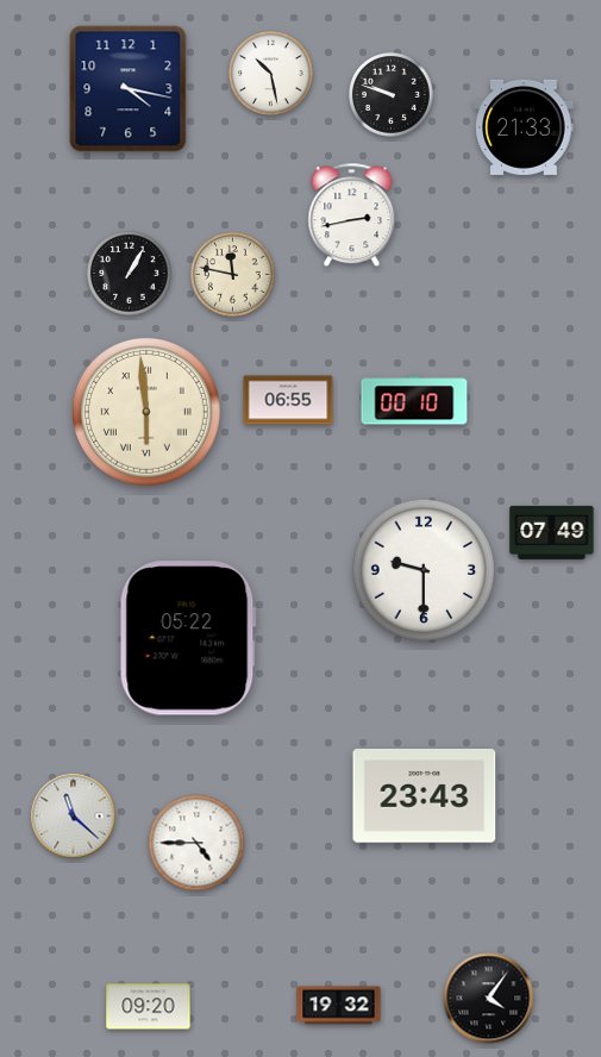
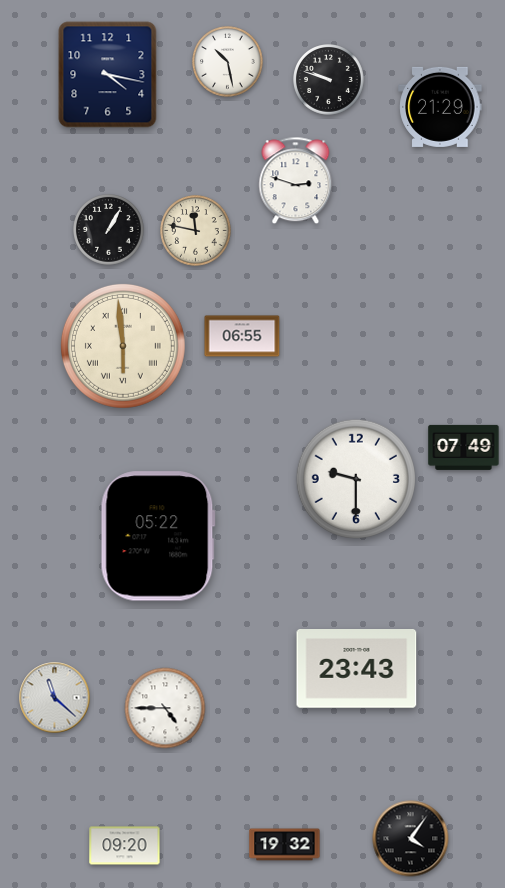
clock at (524, 127): 21:33 -> 21:29
clock at (352, 215): 2:43 -> 2:48
clock at (414, 400): 00:10 -> none
clock at (74, 817) position: (74, 817) -> (55, 698)
